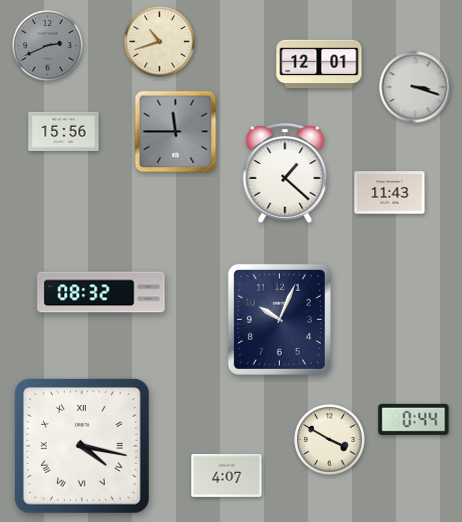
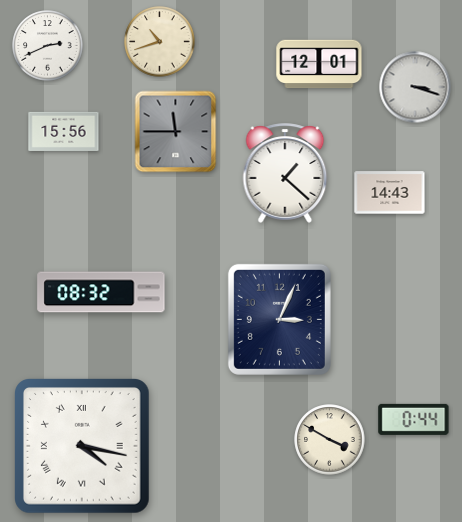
clock at (48, 46) dial: grey -> white
clock at (390, 193): 11:43 -> 14:43
clock at (279, 319): 10:04 -> 3:04
clock at (227, 475): 4:07 -> none
